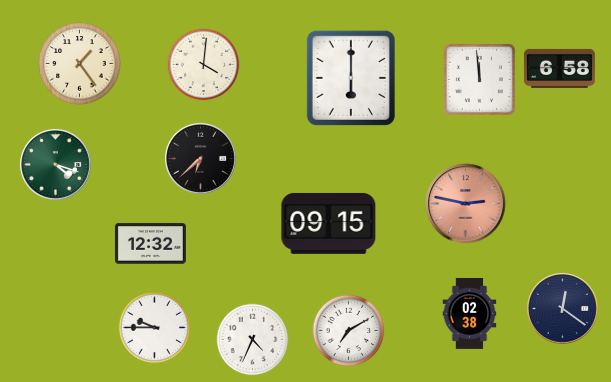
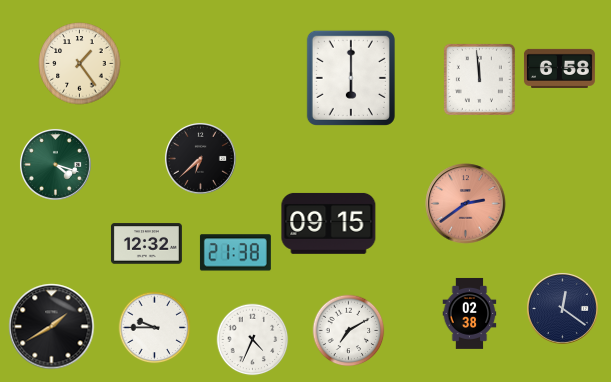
clock at (204, 65): 4:01 -> none
clock at (466, 204): 2:47 -> 2:39
clock at (150, 244) position: (150, 244) -> (146, 244)
clock at (235, 253): none -> 21:38
clock at (52, 327): none -> 1:40
